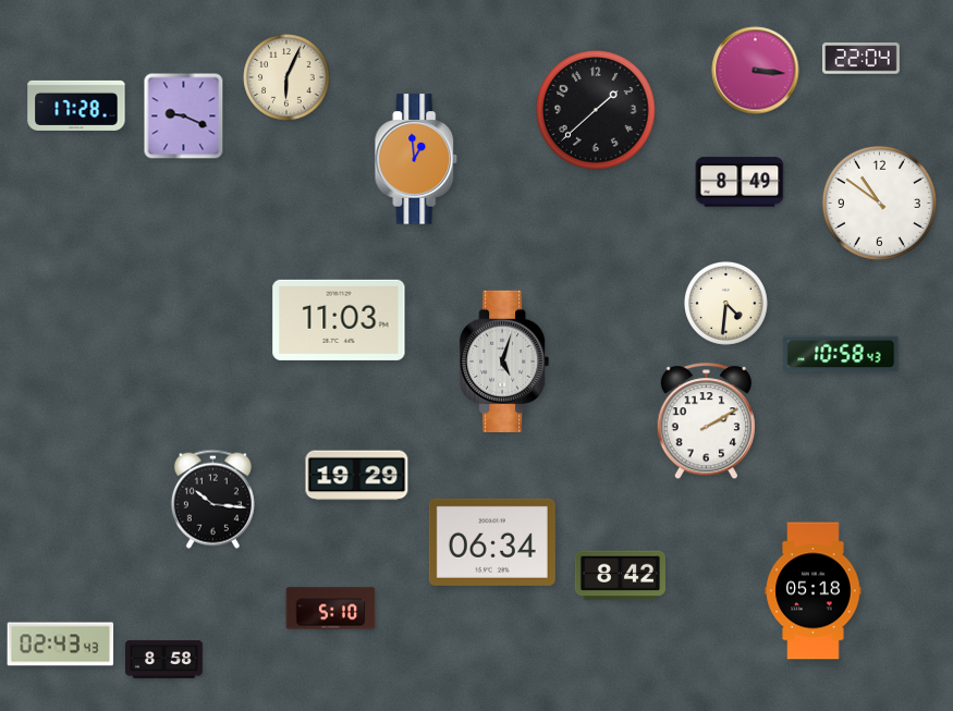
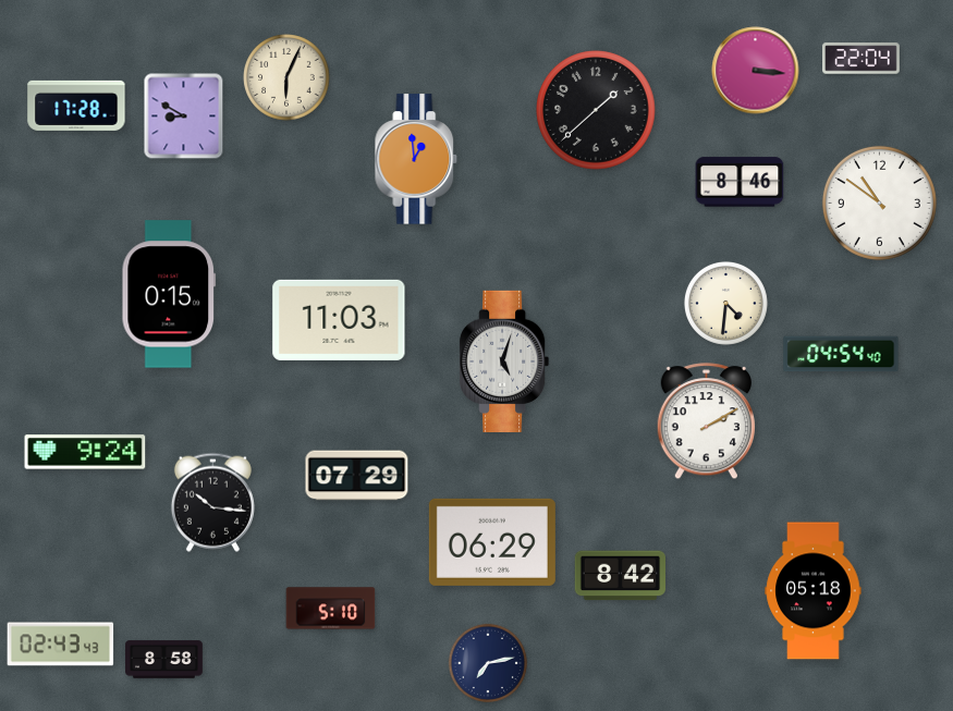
clock at (184, 117): 9:19 -> 8:50
clock at (740, 182): 8:49 -> 8:46
clock at (169, 294): none -> 0:15
clock at (841, 354): 10:58 -> 04:54
clock at (85, 452): none -> 9:24
clock at (357, 476): 19:29 -> 07:29
clock at (212, 499) position: (212, 499) -> (212, 502)
clock at (492, 542): 06:34 -> 06:29
clock at (488, 663): none -> 7:13
